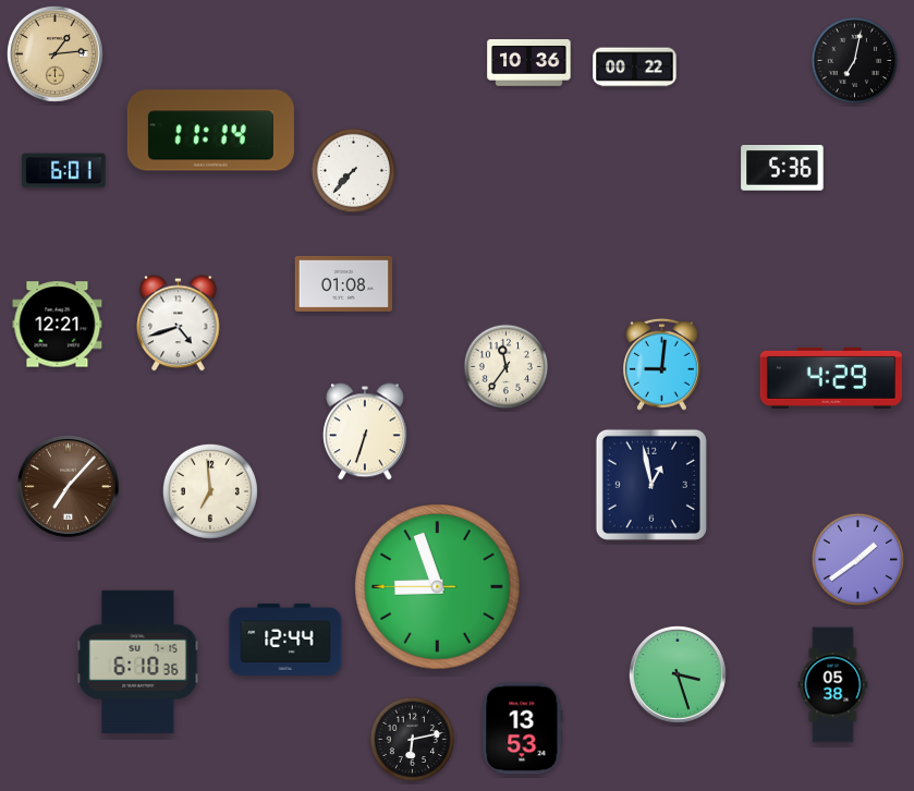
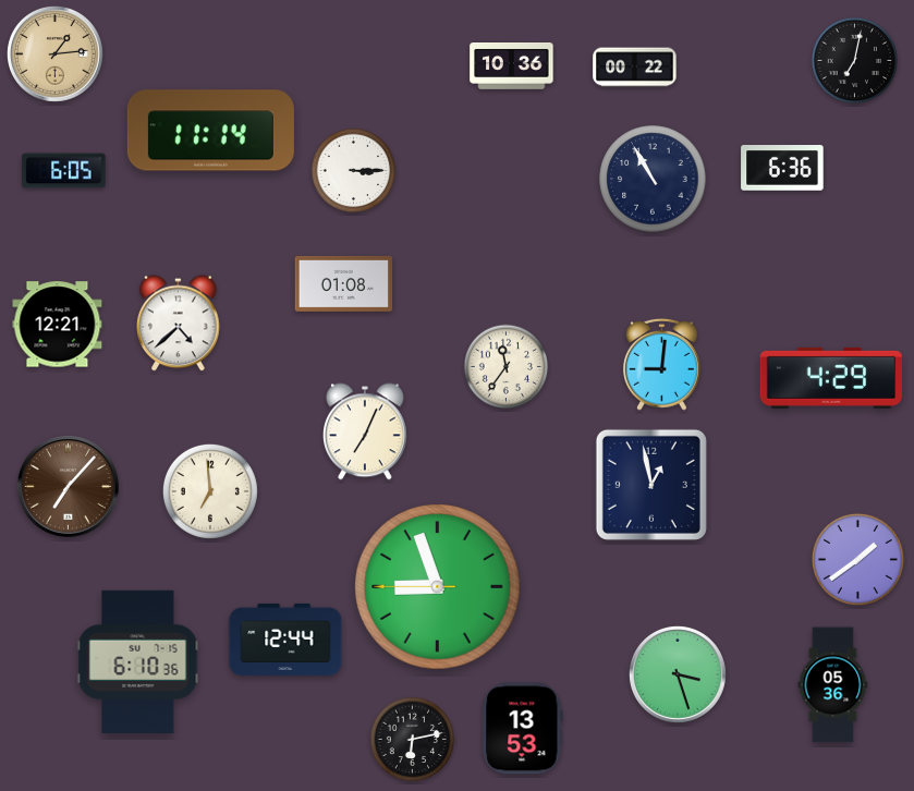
clock at (529, 63) position: (529, 63) -> (512, 66)
clock at (782, 169): 5:36 -> 6:36
clock at (64, 171): 6:01 -> 6:05
clock at (354, 171): 7:37 -> 3:15
clock at (653, 179): none -> 10:55
clock at (179, 324): 4:42 -> 4:38
clock at (366, 431): 6:33 -> 7:04
clock at (833, 685): 05:38 -> 05:36
